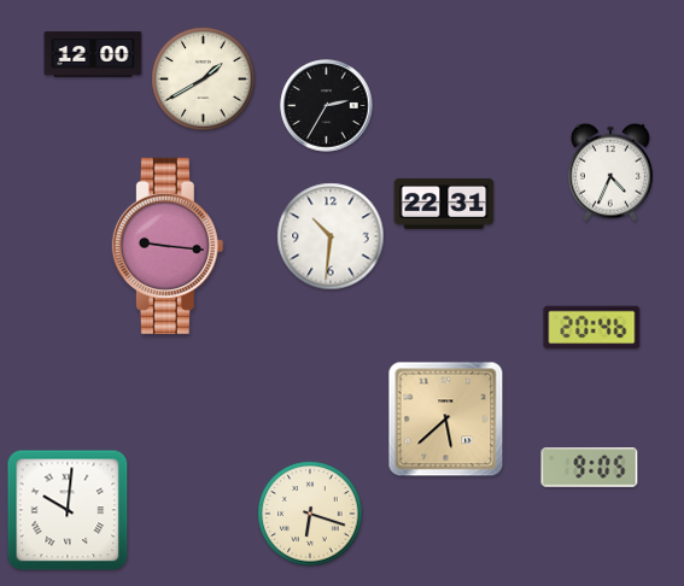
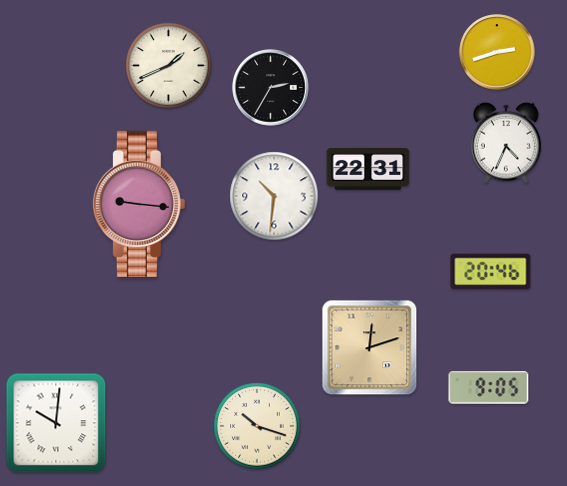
clock at (93, 54): 12:00 -> none
clock at (497, 52): none -> 2:42
clock at (204, 80): 1:40 -> 1:41
clock at (446, 420): 5:38 -> 12:12
clock at (310, 514): 6:18 -> 10:18
